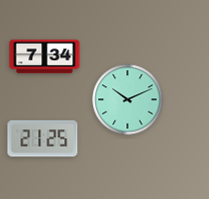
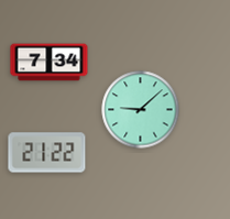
clock at (128, 100): 10:11 -> 9:08
clock at (43, 139): 21:25 -> 21:22
